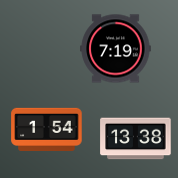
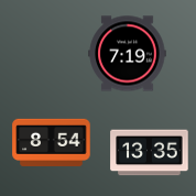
clock at (47, 129): 1:54 -> 8:54
clock at (136, 139): 13:38 -> 13:35
